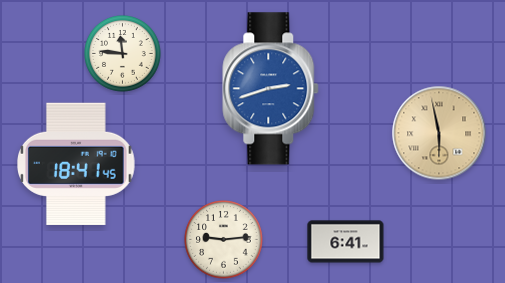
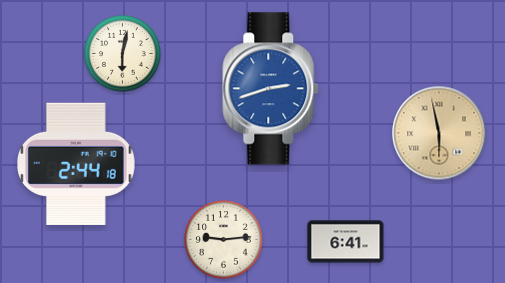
clock at (123, 54): 11:46 -> 6:02
clock at (77, 163): 18:41 -> 2:44
